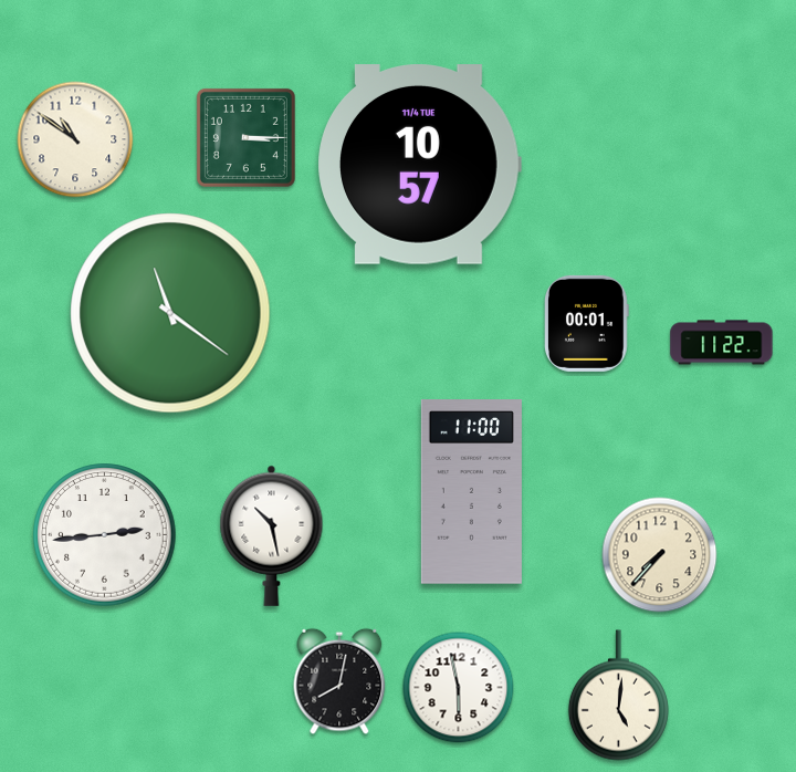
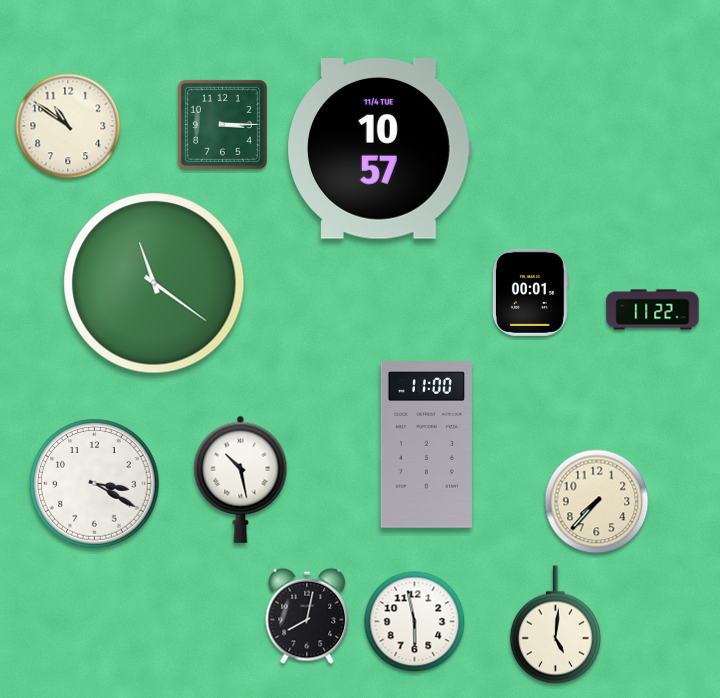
clock at (105, 535): 2:44 -> 3:20
clock at (272, 535) position: (272, 535) -> (241, 479)
clock at (618, 696) position: (618, 696) -> (555, 625)
